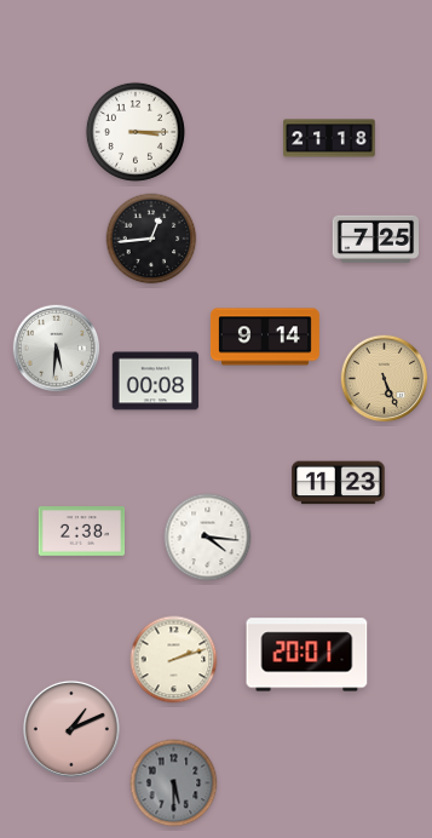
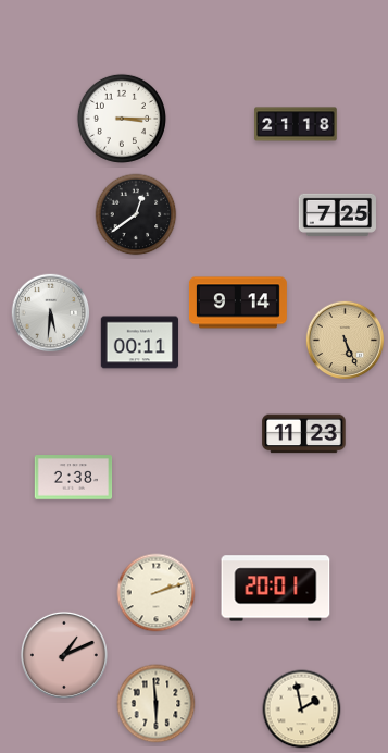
clock at (151, 239): 12:44 -> 12:39
clock at (156, 381): 00:08 -> 00:11
clock at (208, 538): 4:16 -> none
clock at (174, 784): 5:30 -> 5:59
clock at (174, 784) dial: grey -> cream
clock at (302, 709): none -> 1:58
